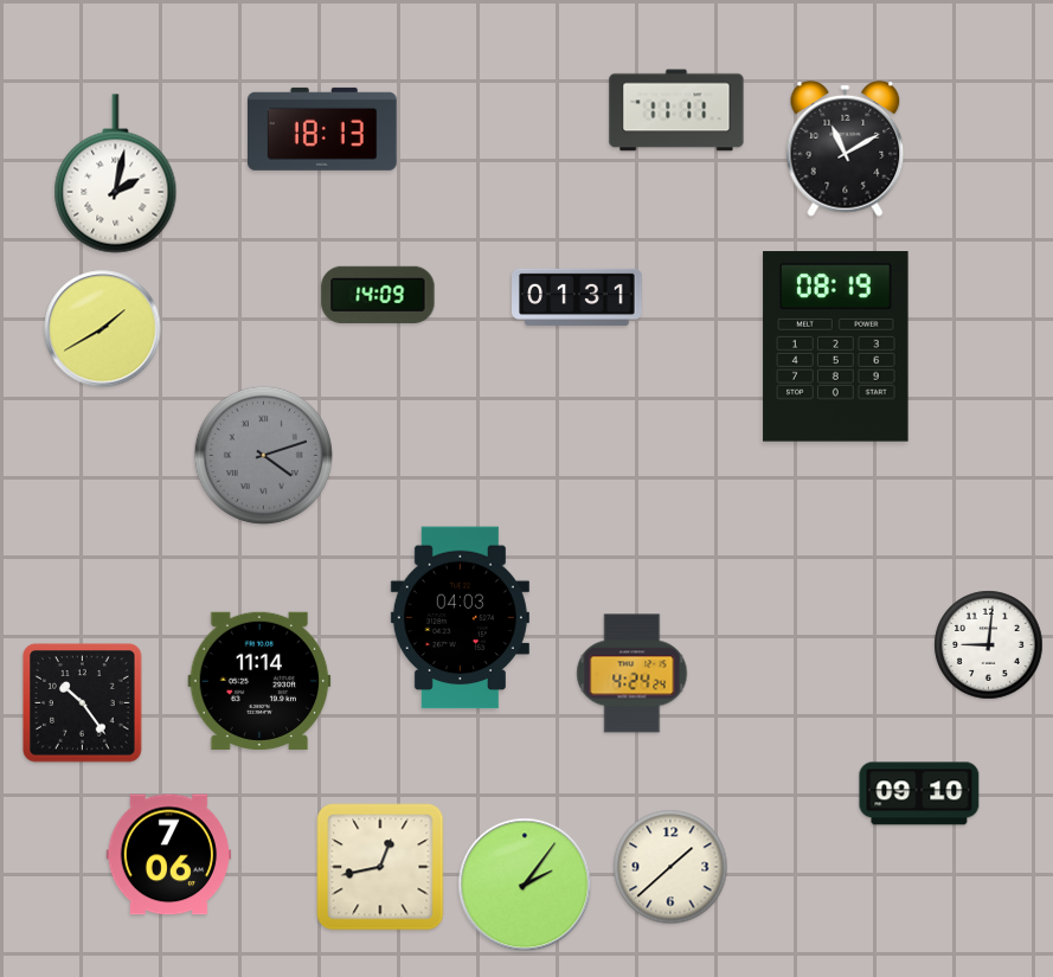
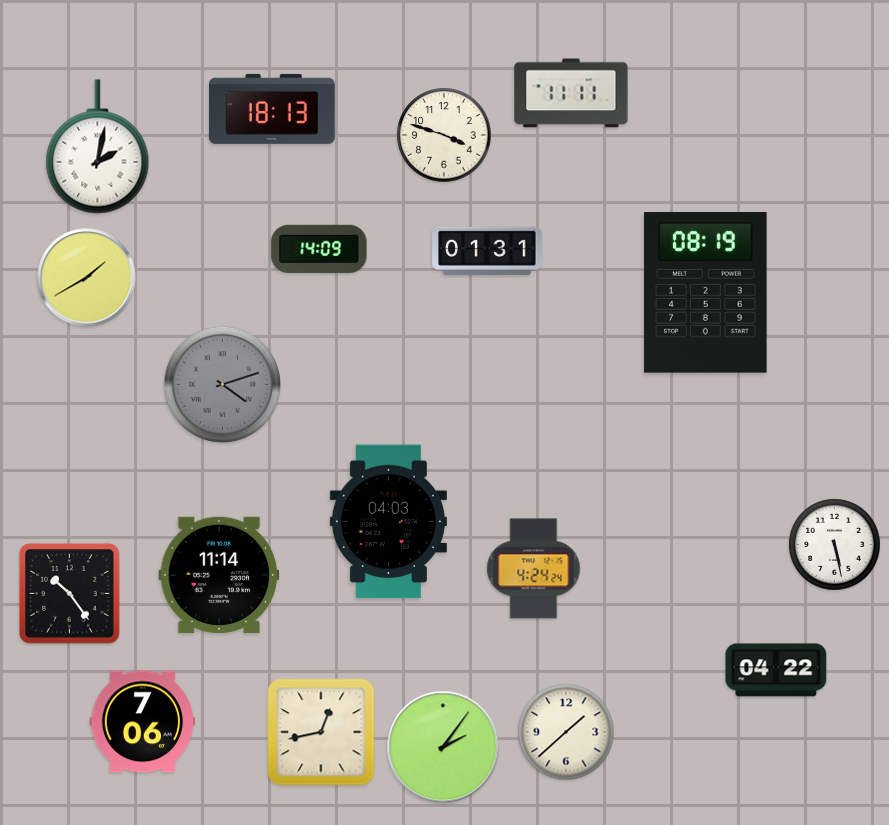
clock at (846, 149): 11:10 -> none
clock at (444, 135): none -> 3:48
clock at (989, 645): 9:01 -> 5:28
clock at (919, 793): 09:10 -> 04:22
